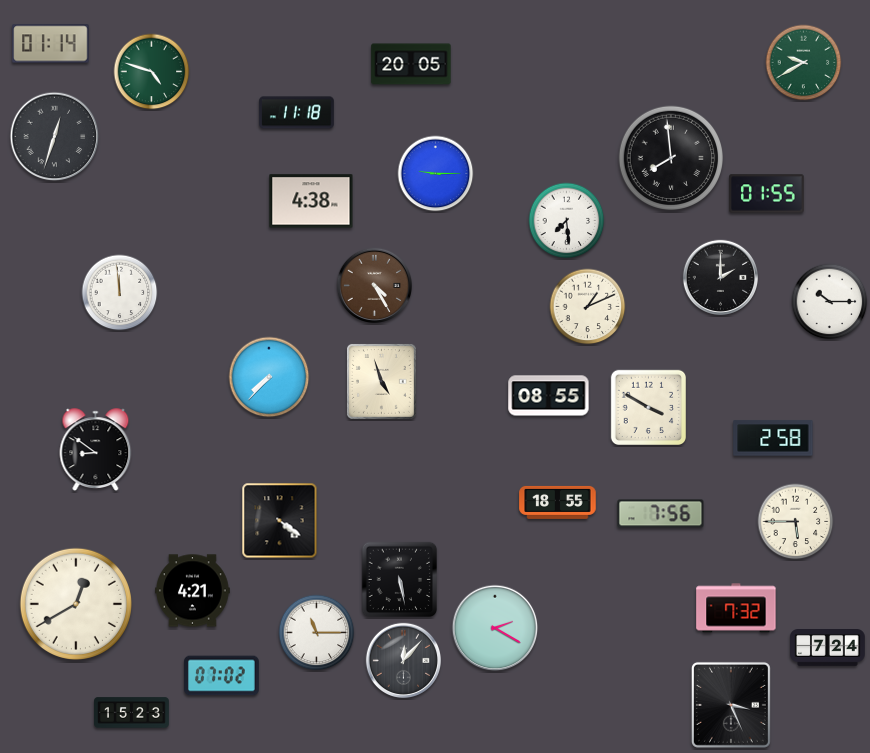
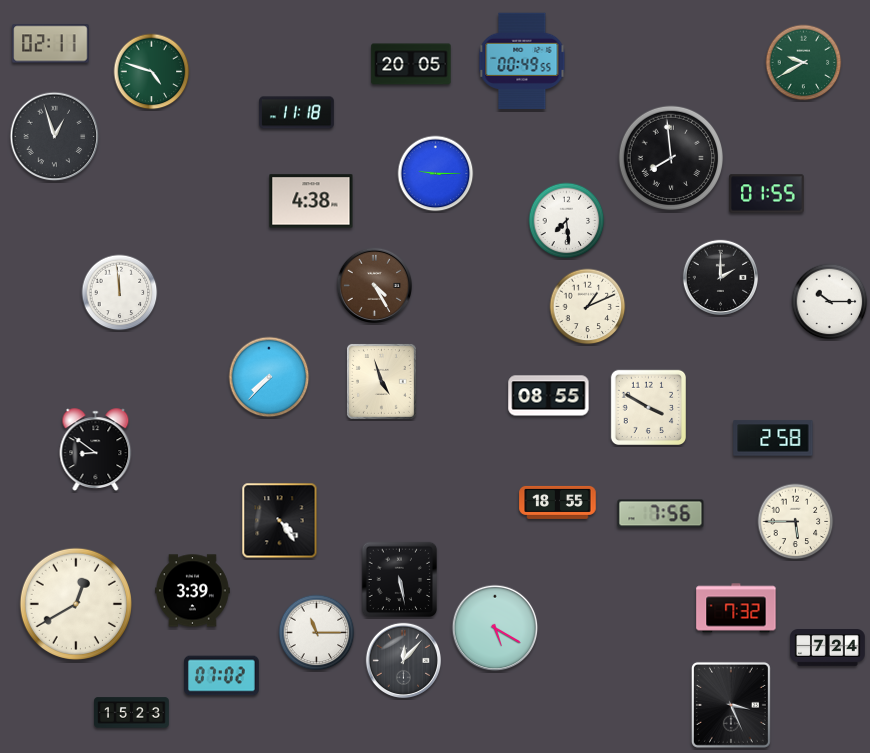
clock at (51, 44): 01:14 -> 02:11
clock at (522, 61): none -> 00:49
clock at (55, 137): 12:33 -> 12:57
clock at (280, 521): 4:21 -> 4:24
clock at (193, 591): 4:21 -> 3:39
clock at (495, 628): 2:20 -> 5:20
